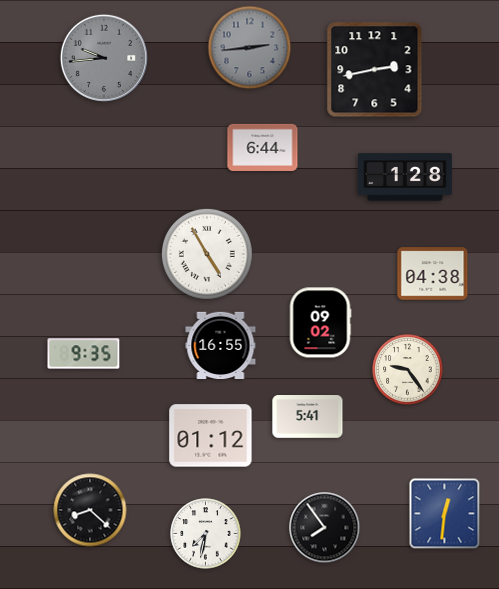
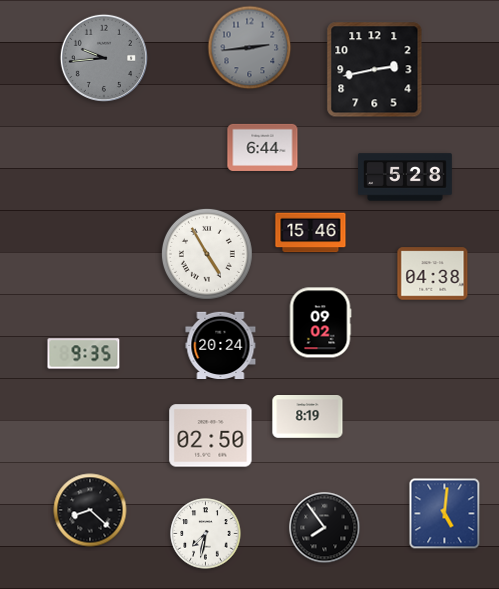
clock at (405, 177): 1:28 -> 5:28
clock at (311, 233): none -> 15:46
clock at (221, 345): 16:55 -> 20:24
clock at (408, 370): 9:24 -> none
clock at (308, 417): 5:41 -> 8:19
clock at (211, 436): 01:12 -> 02:50
clock at (445, 514): 12:31 -> 5:01
